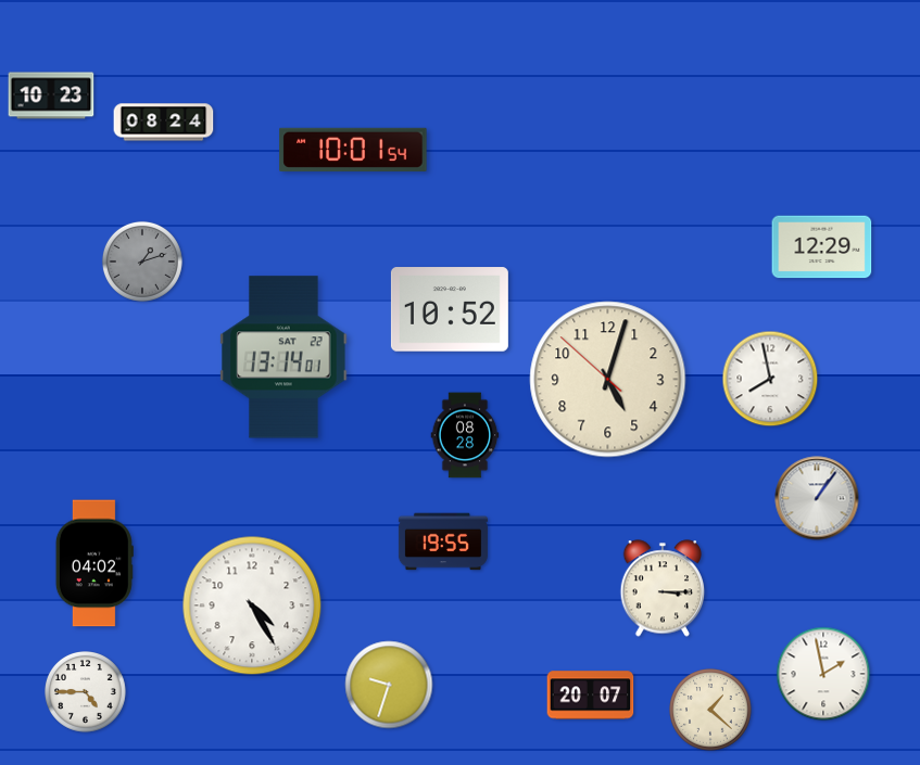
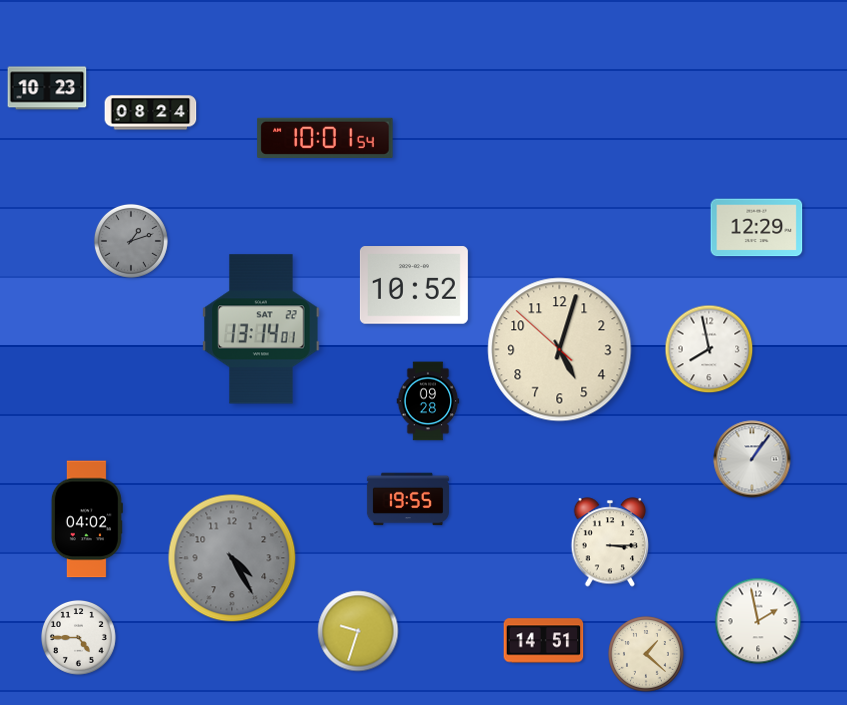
clock at (465, 435): 08:28 -> 09:28
clock at (252, 605) dial: white -> grey
clock at (591, 696): 20:07 -> 14:51
clock at (710, 710) position: (710, 710) -> (646, 654)
